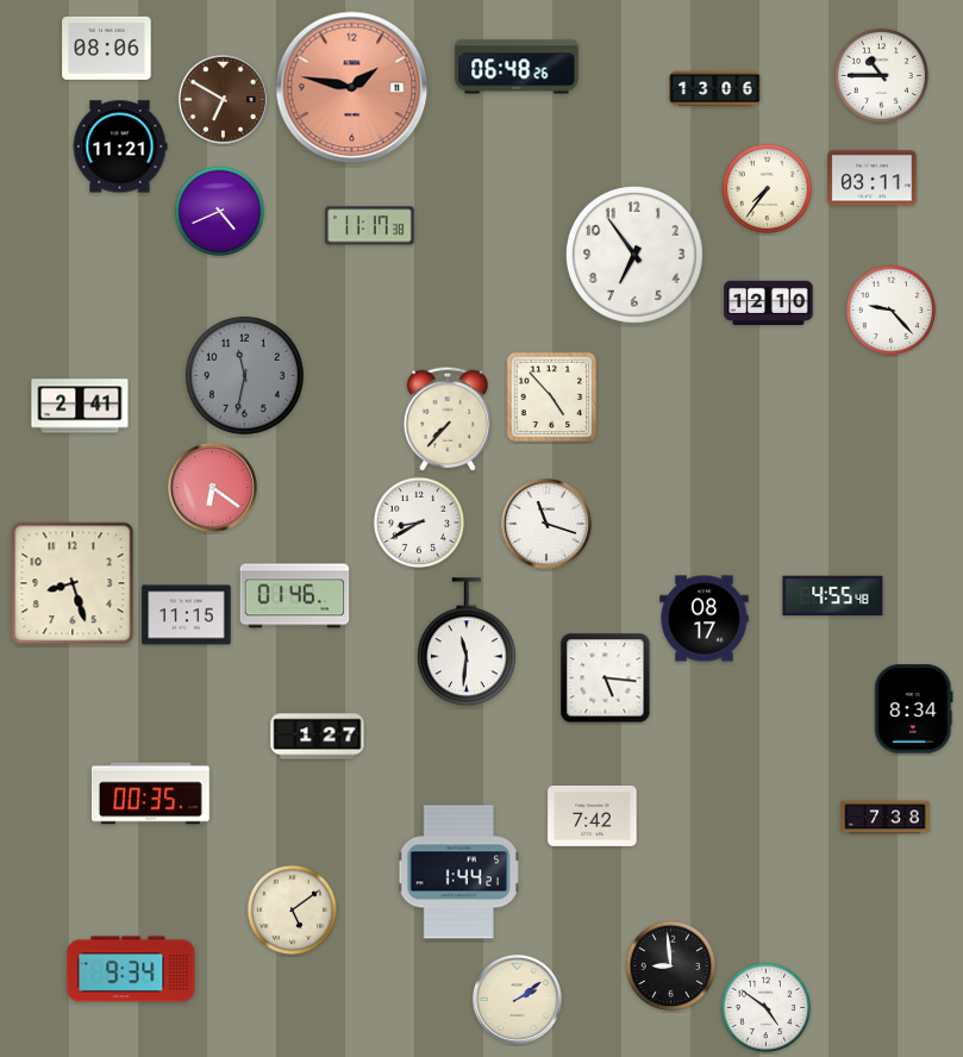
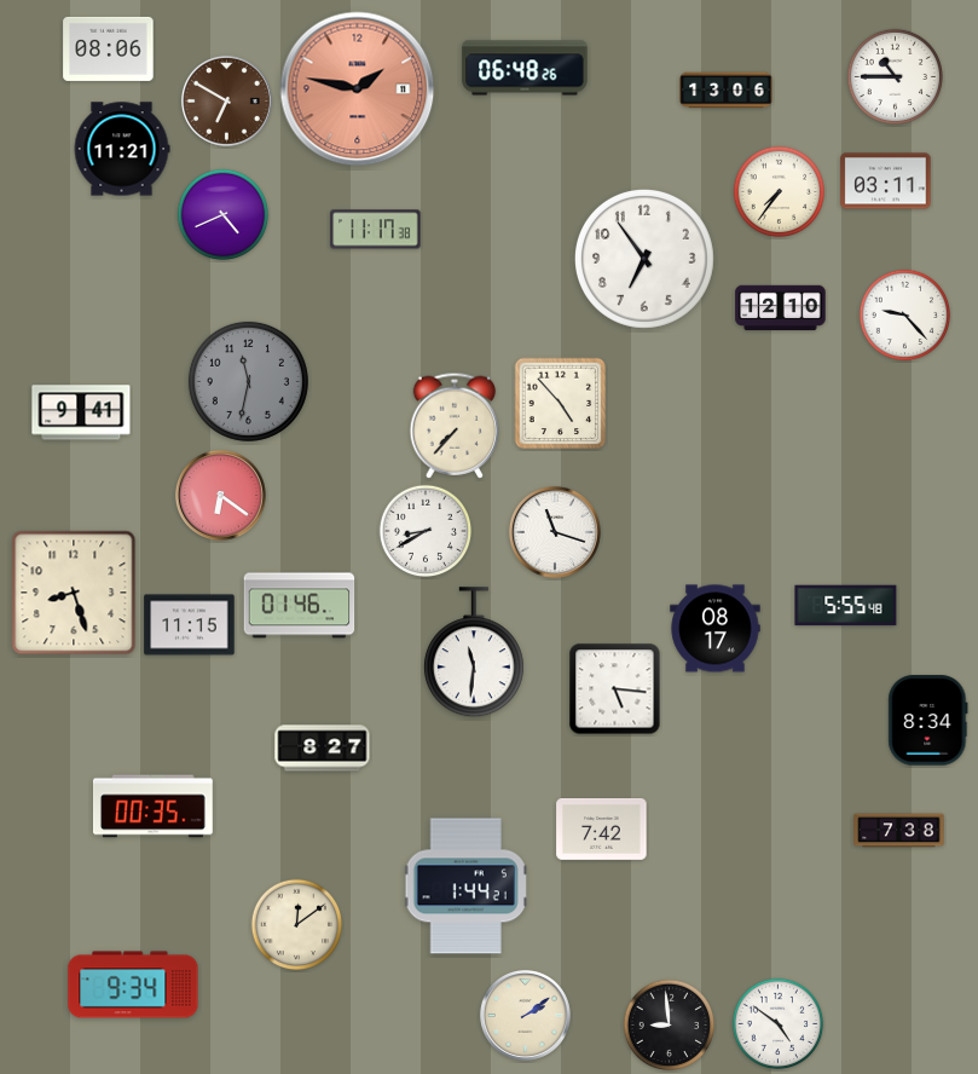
clock at (80, 406): 2:41 -> 9:41
clock at (212, 487) position: (212, 487) -> (220, 495)
clock at (833, 596): 4:55 -> 5:55
clock at (318, 737): 1:27 -> 8:27
clock at (293, 911): 5:09 -> 12:09
clock at (671, 967) position: (671, 967) -> (670, 1026)
